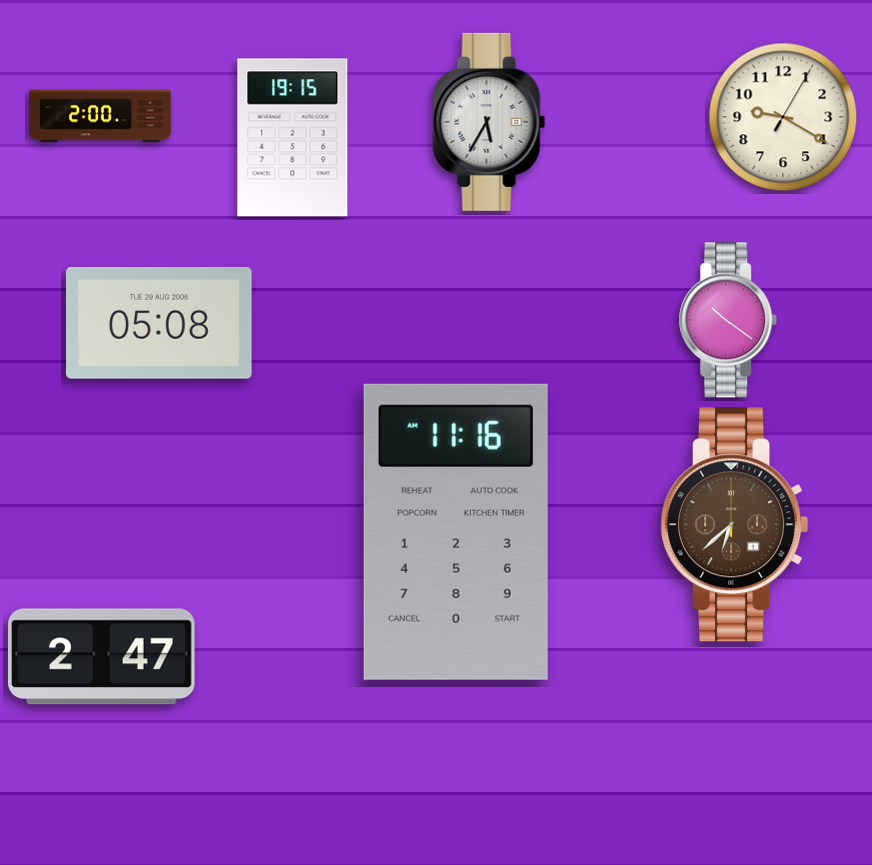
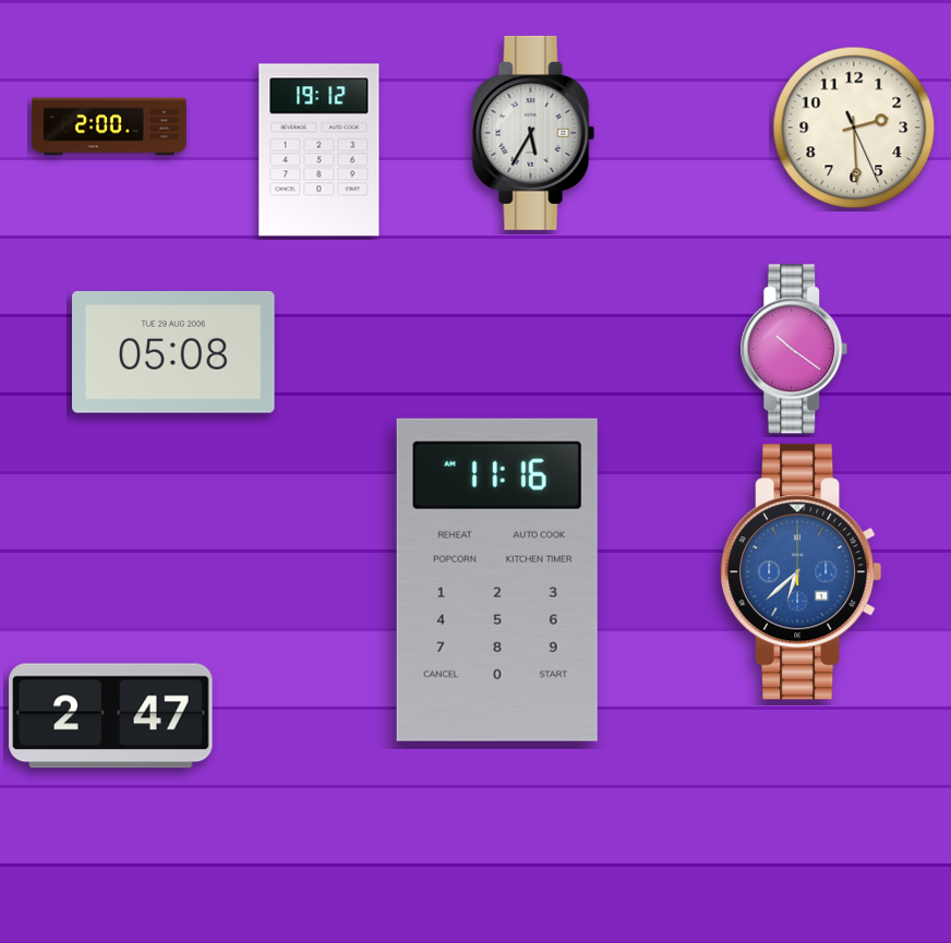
clock at (783, 117): 9:20 -> 2:29
clock at (293, 138): 19:15 -> 19:12
clock at (735, 525) dial: brown -> blue
